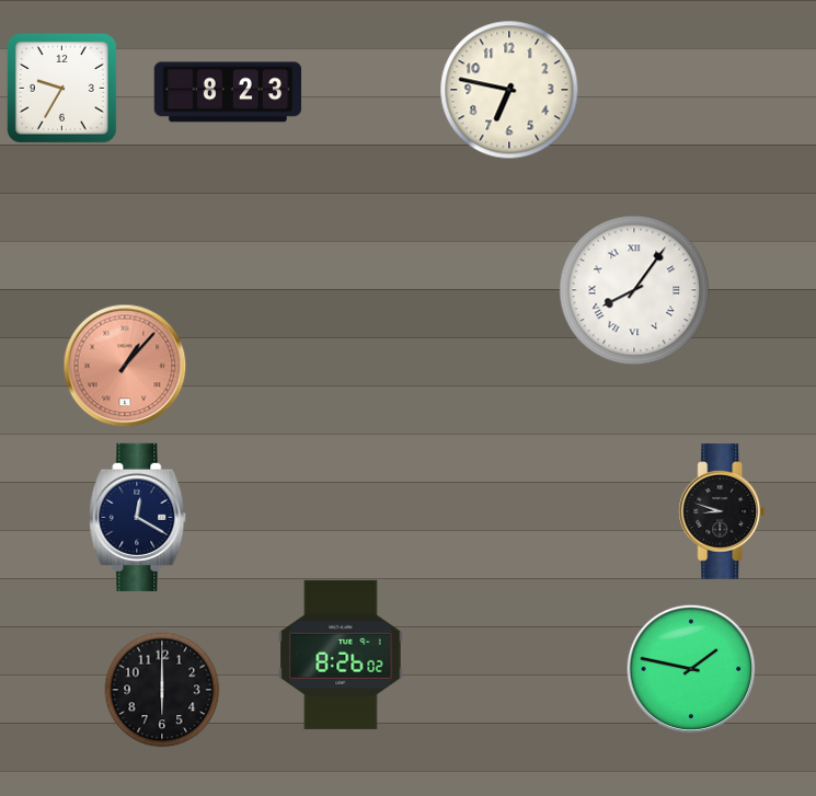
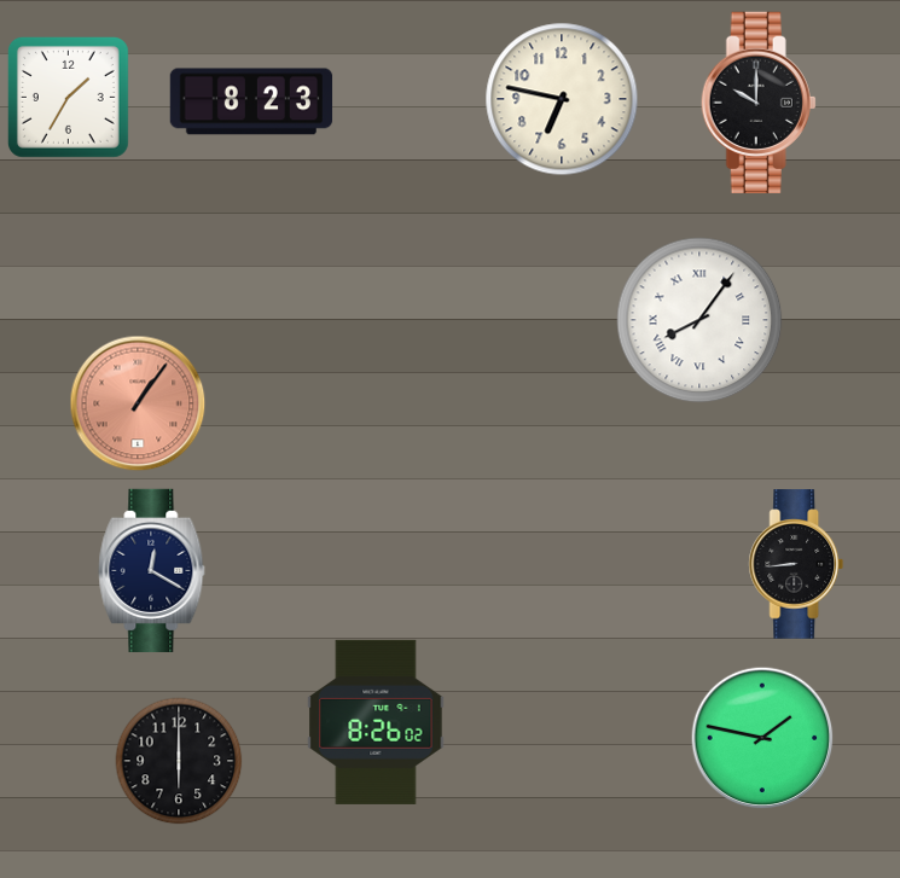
clock at (61, 88): 9:35 -> 1:35
clock at (759, 101): none -> 10:00
clock at (125, 366): 1:07 -> 1:06
clock at (722, 511): 8:48 -> 8:44
